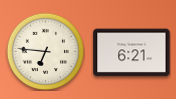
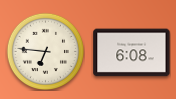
clock at (132, 53): 6:21 -> 6:08
